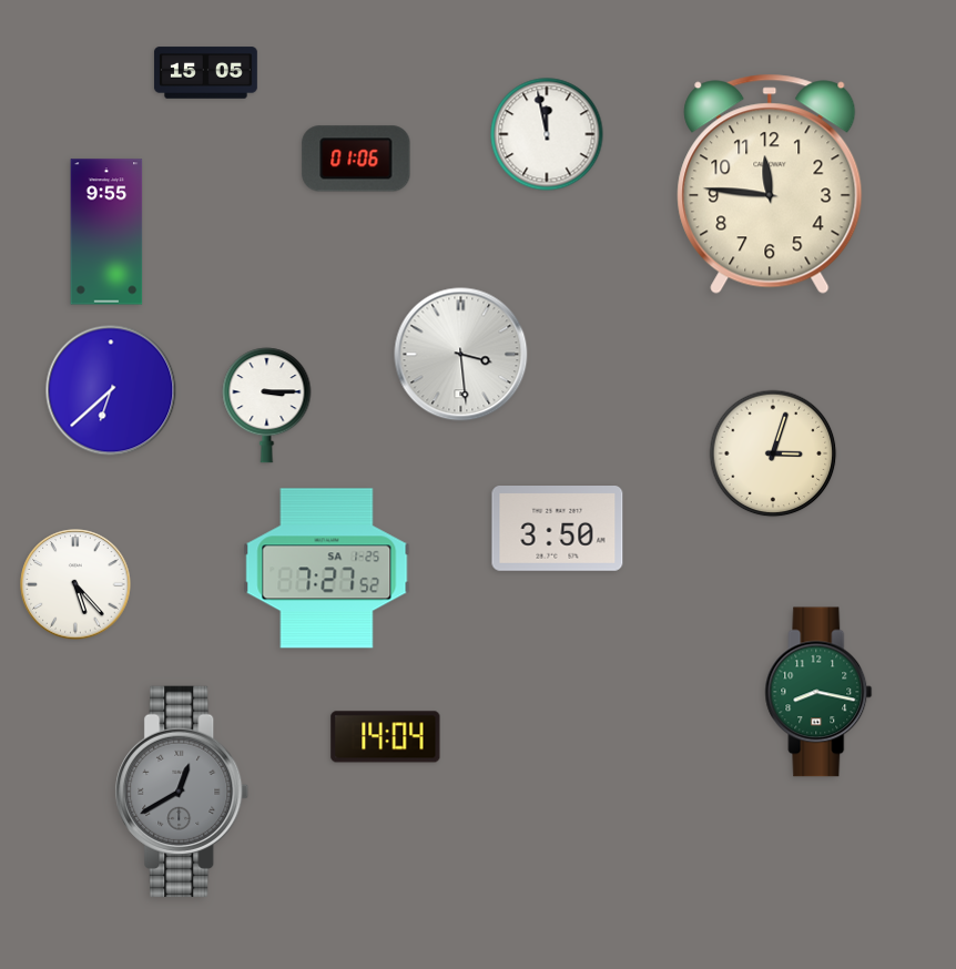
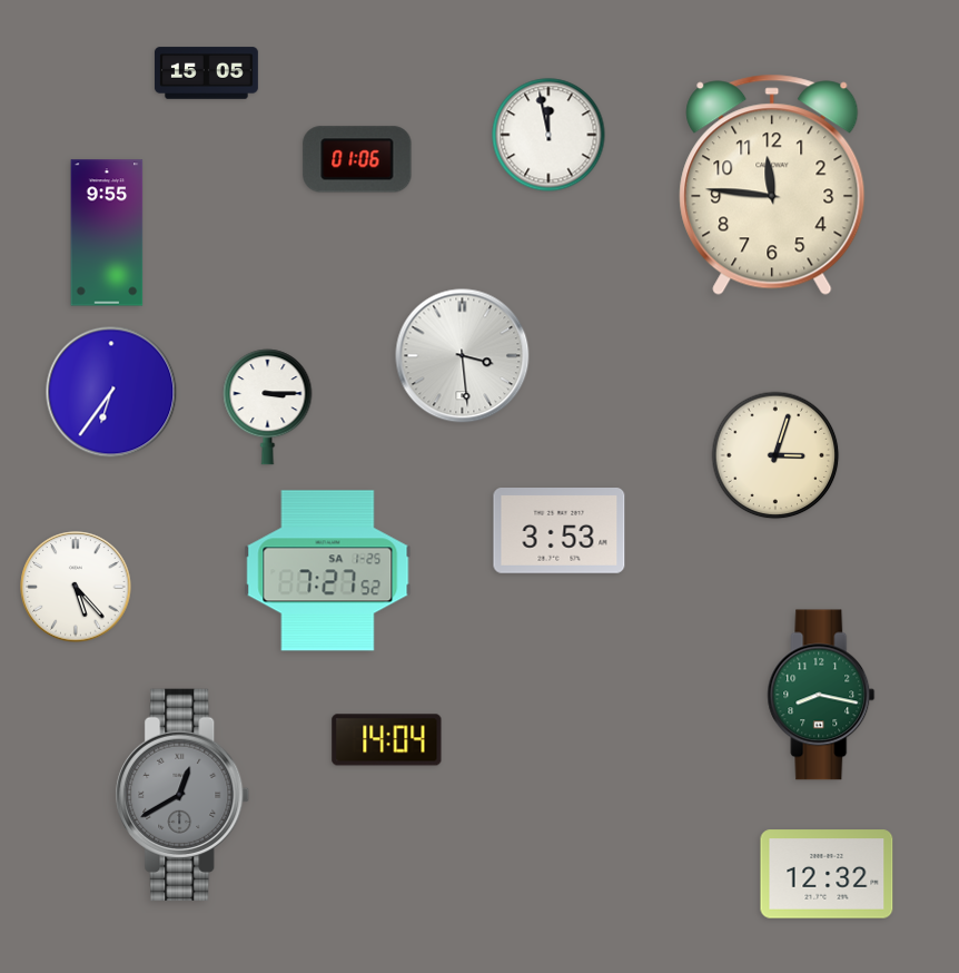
clock at (111, 390): 6:38 -> 6:36
clock at (558, 529): 3:50 -> 3:53
clock at (827, 874): none -> 12:32
